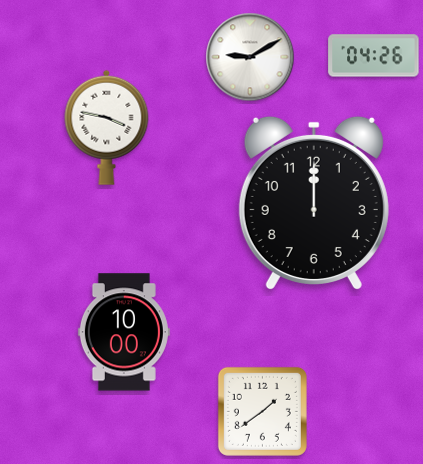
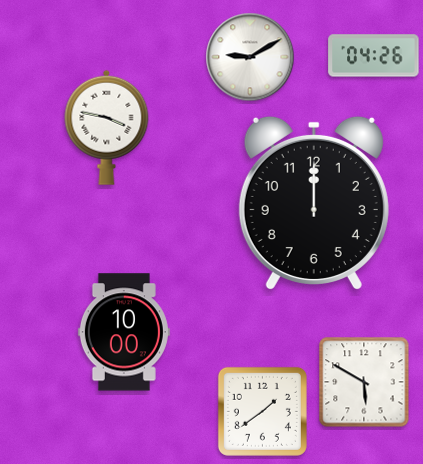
clock at (364, 382): none -> 5:50
